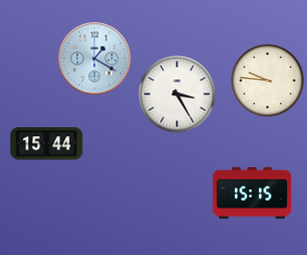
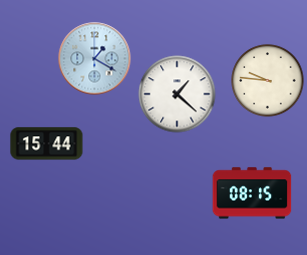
clock at (177, 94): 3:25 -> 1:22
clock at (252, 193): 15:15 -> 08:15
